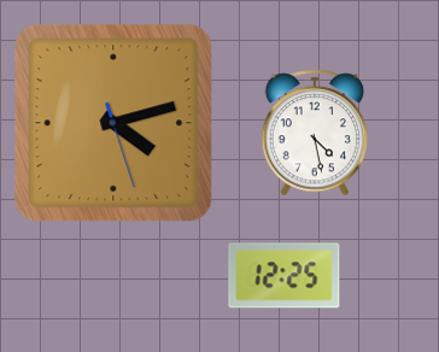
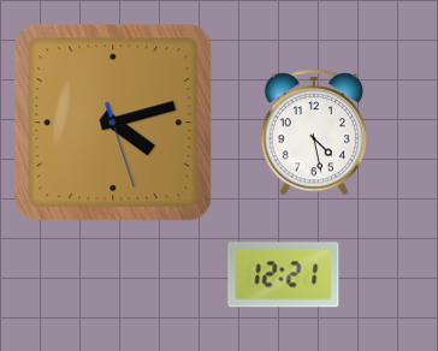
clock at (285, 276): 12:25 -> 12:21
